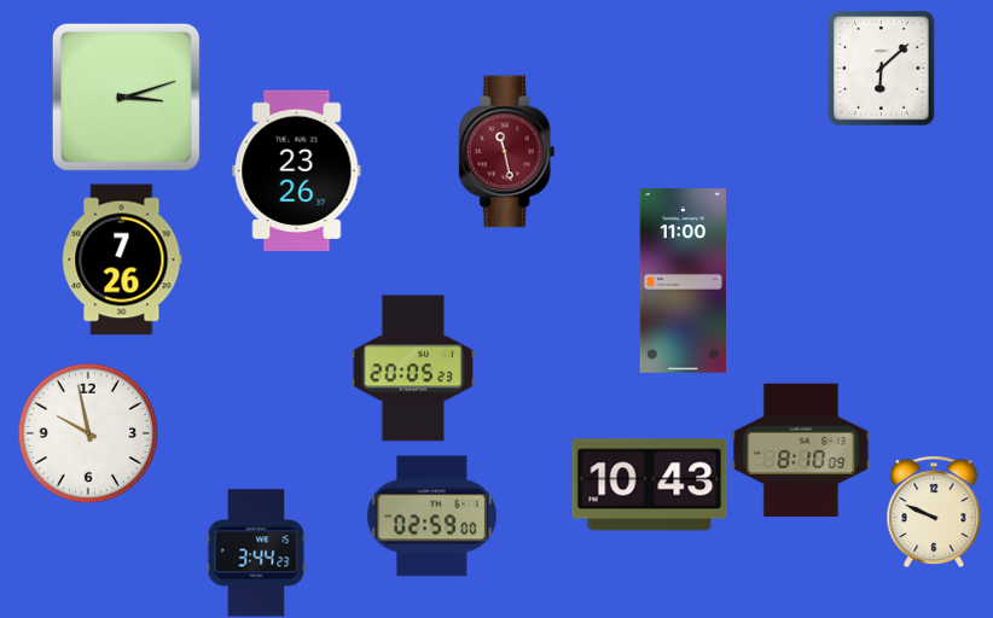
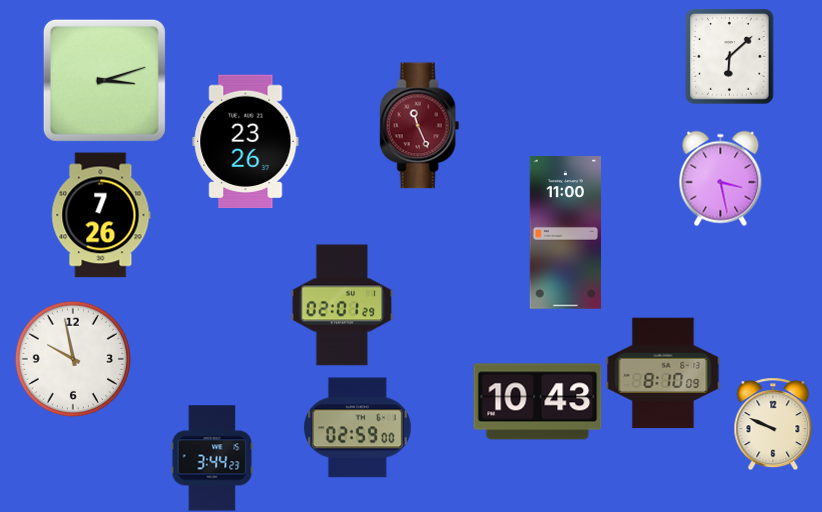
clock at (507, 152): 11:28 -> 11:26
clock at (721, 178): none -> 3:28
clock at (413, 368): 20:05 -> 02:01
